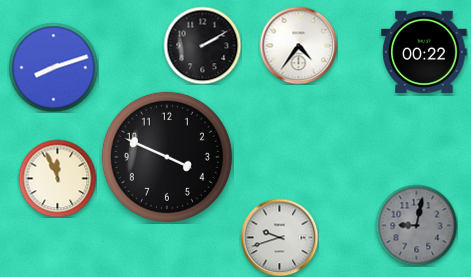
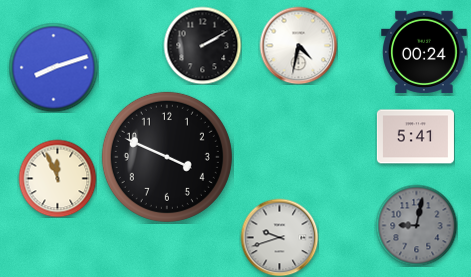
clock at (298, 45): 4:36 -> 4:32
clock at (424, 51): 00:22 -> 00:24
clock at (415, 137): none -> 5:41
